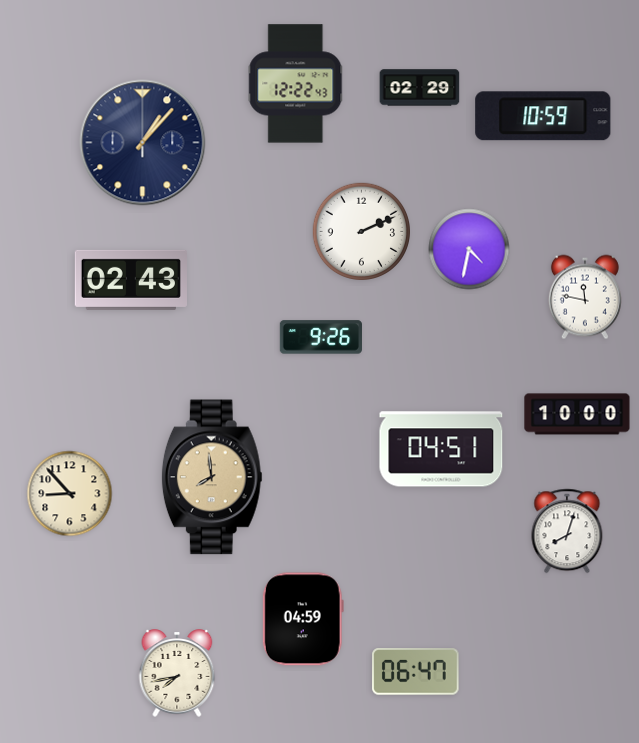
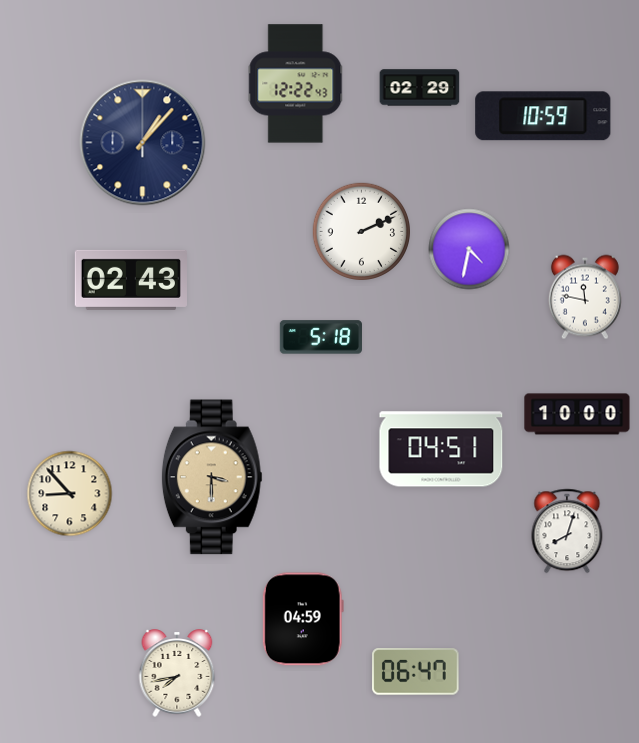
clock at (320, 337): 9:26 -> 5:18
clock at (212, 477): 7:59 -> 3:30
